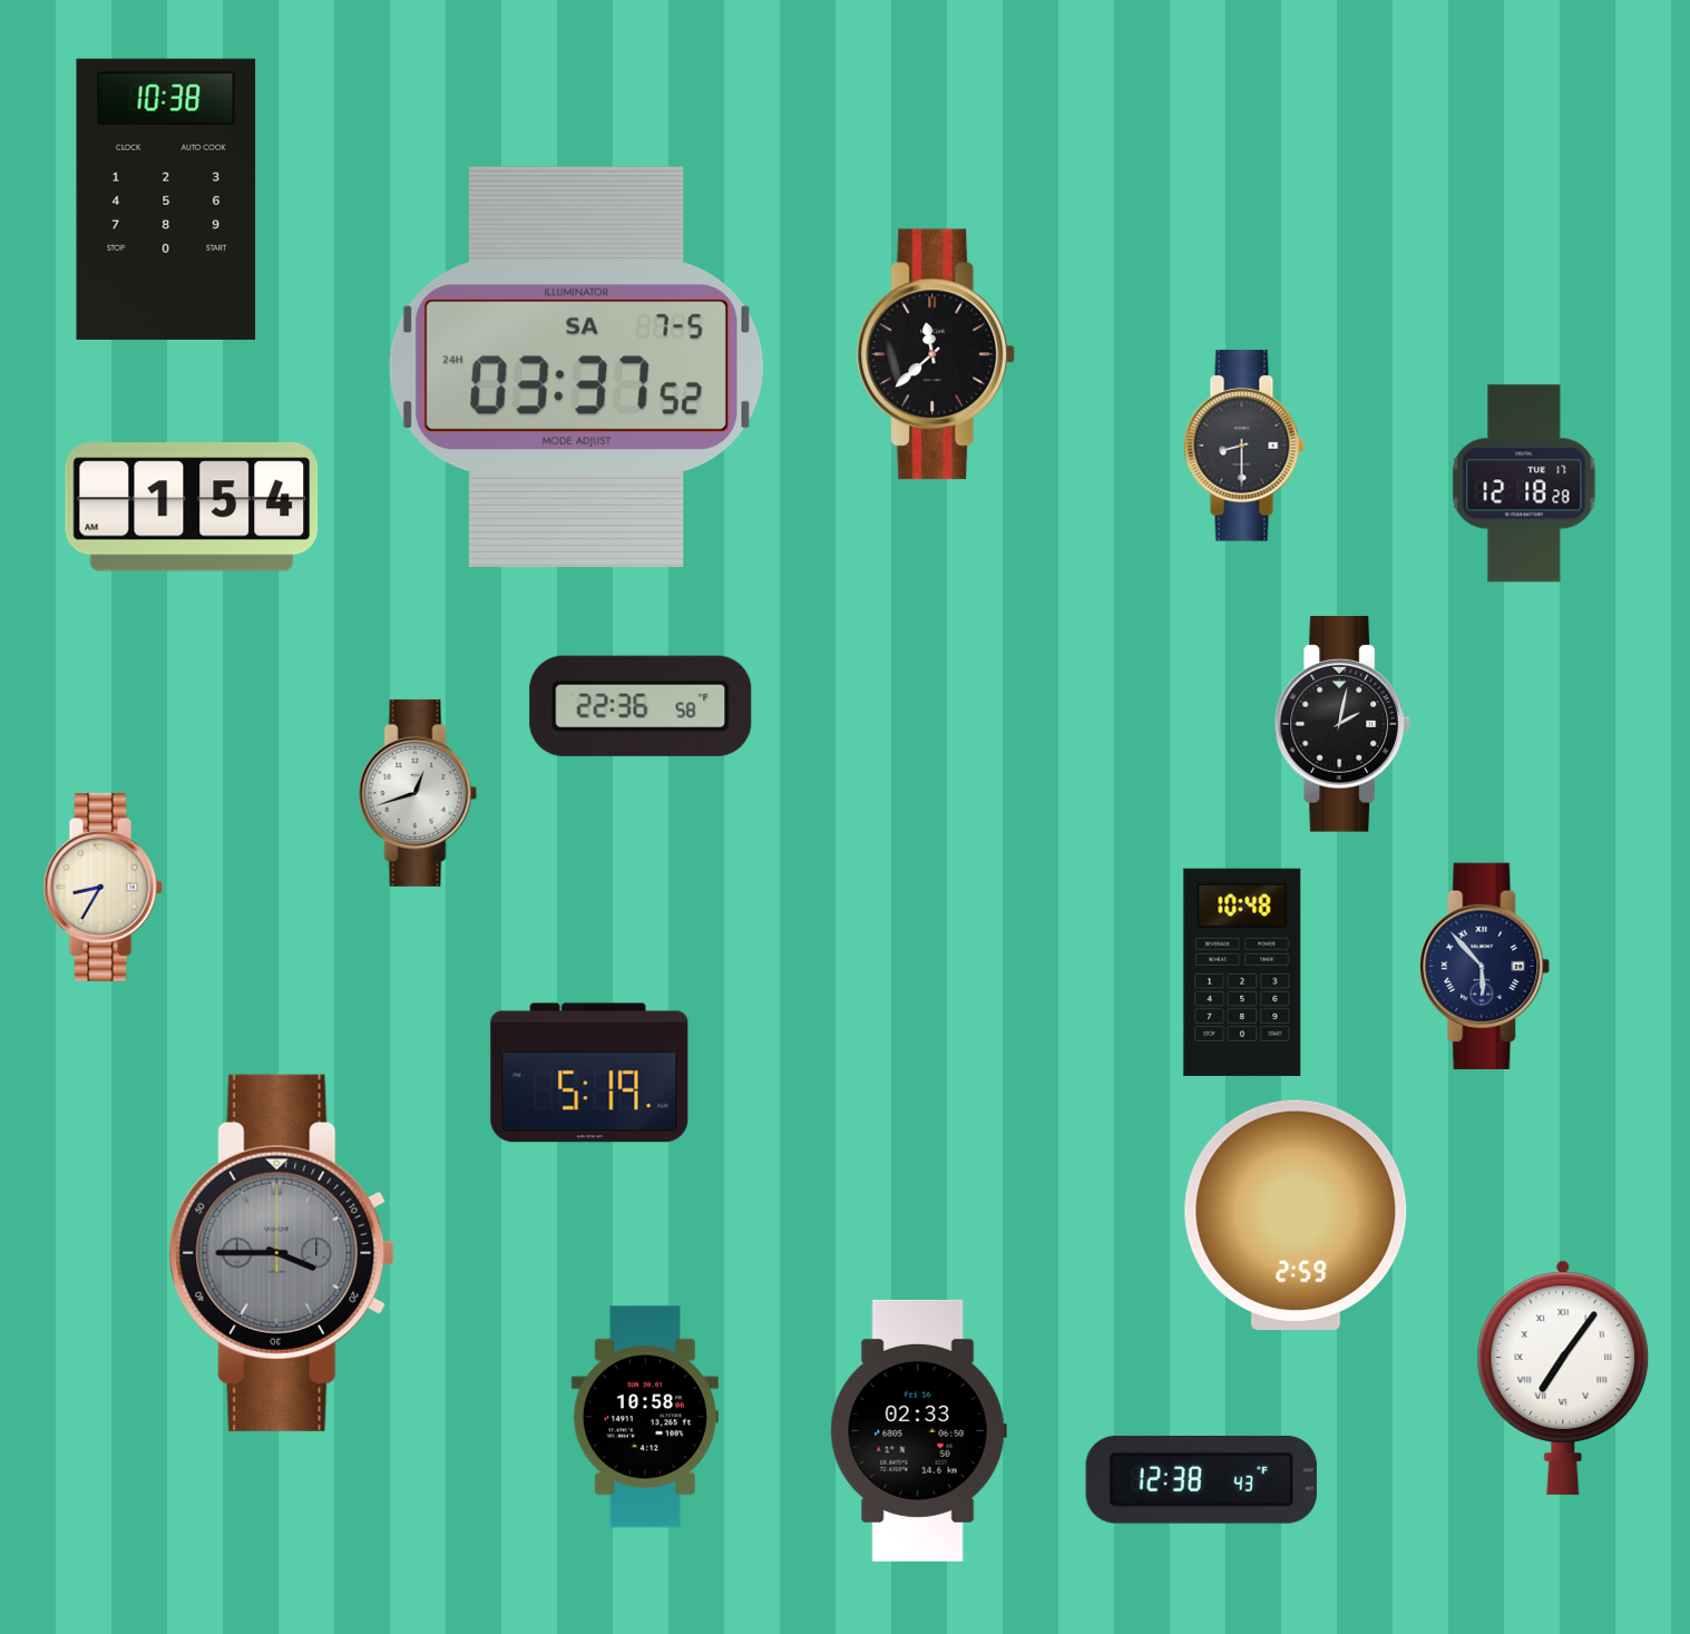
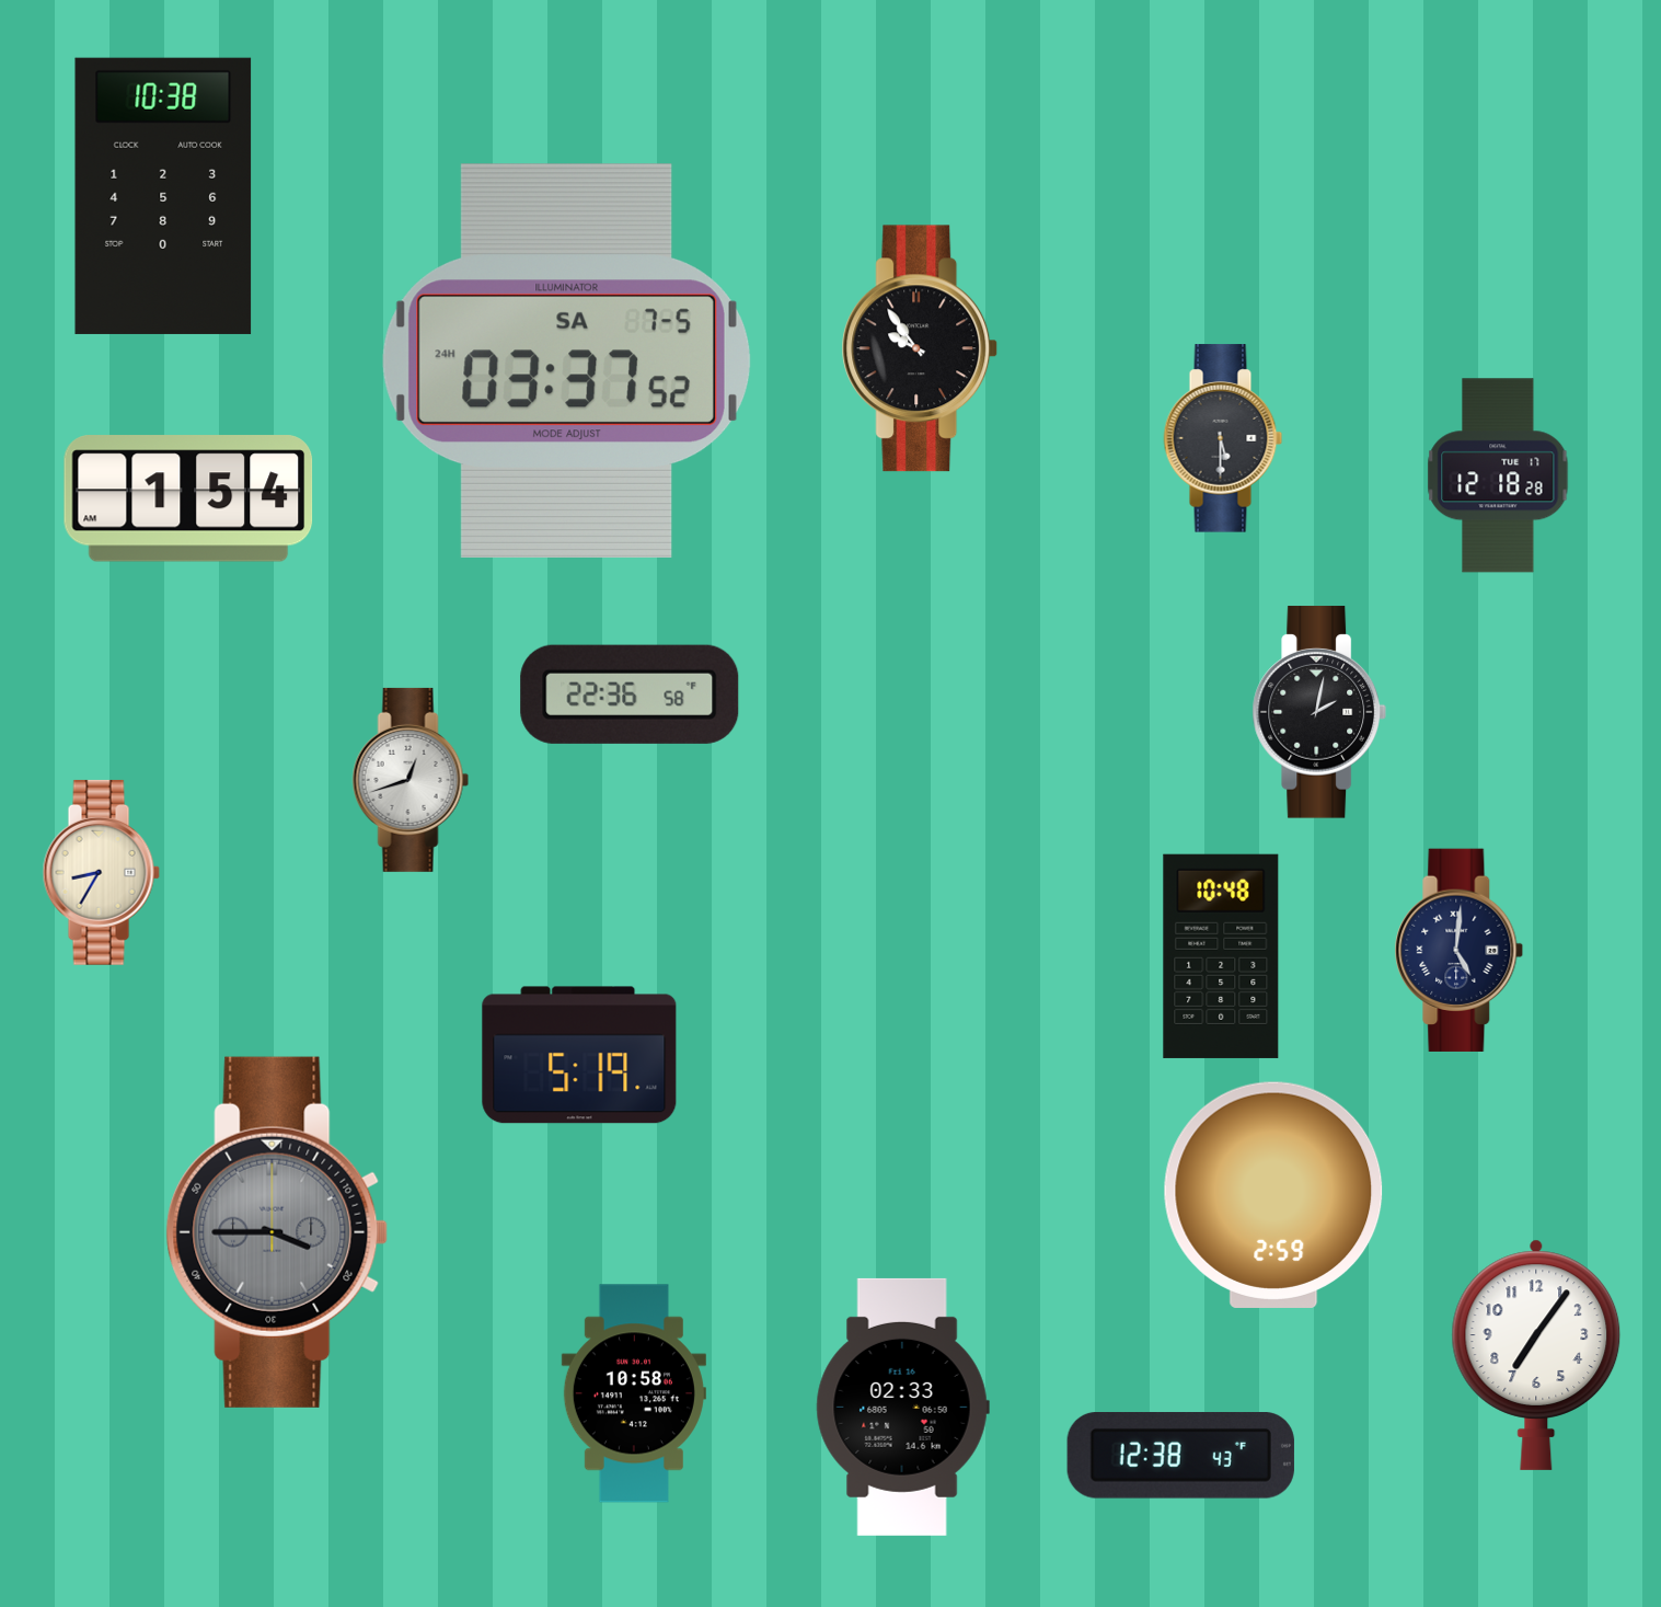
clock at (936, 354): 11:38 -> 9:54
clock at (1244, 446): 8:30 -> 5:30
clock at (1485, 966): 5:53 -> 5:01
clock at (1563, 1378) numerals: Roman -> Arabic
